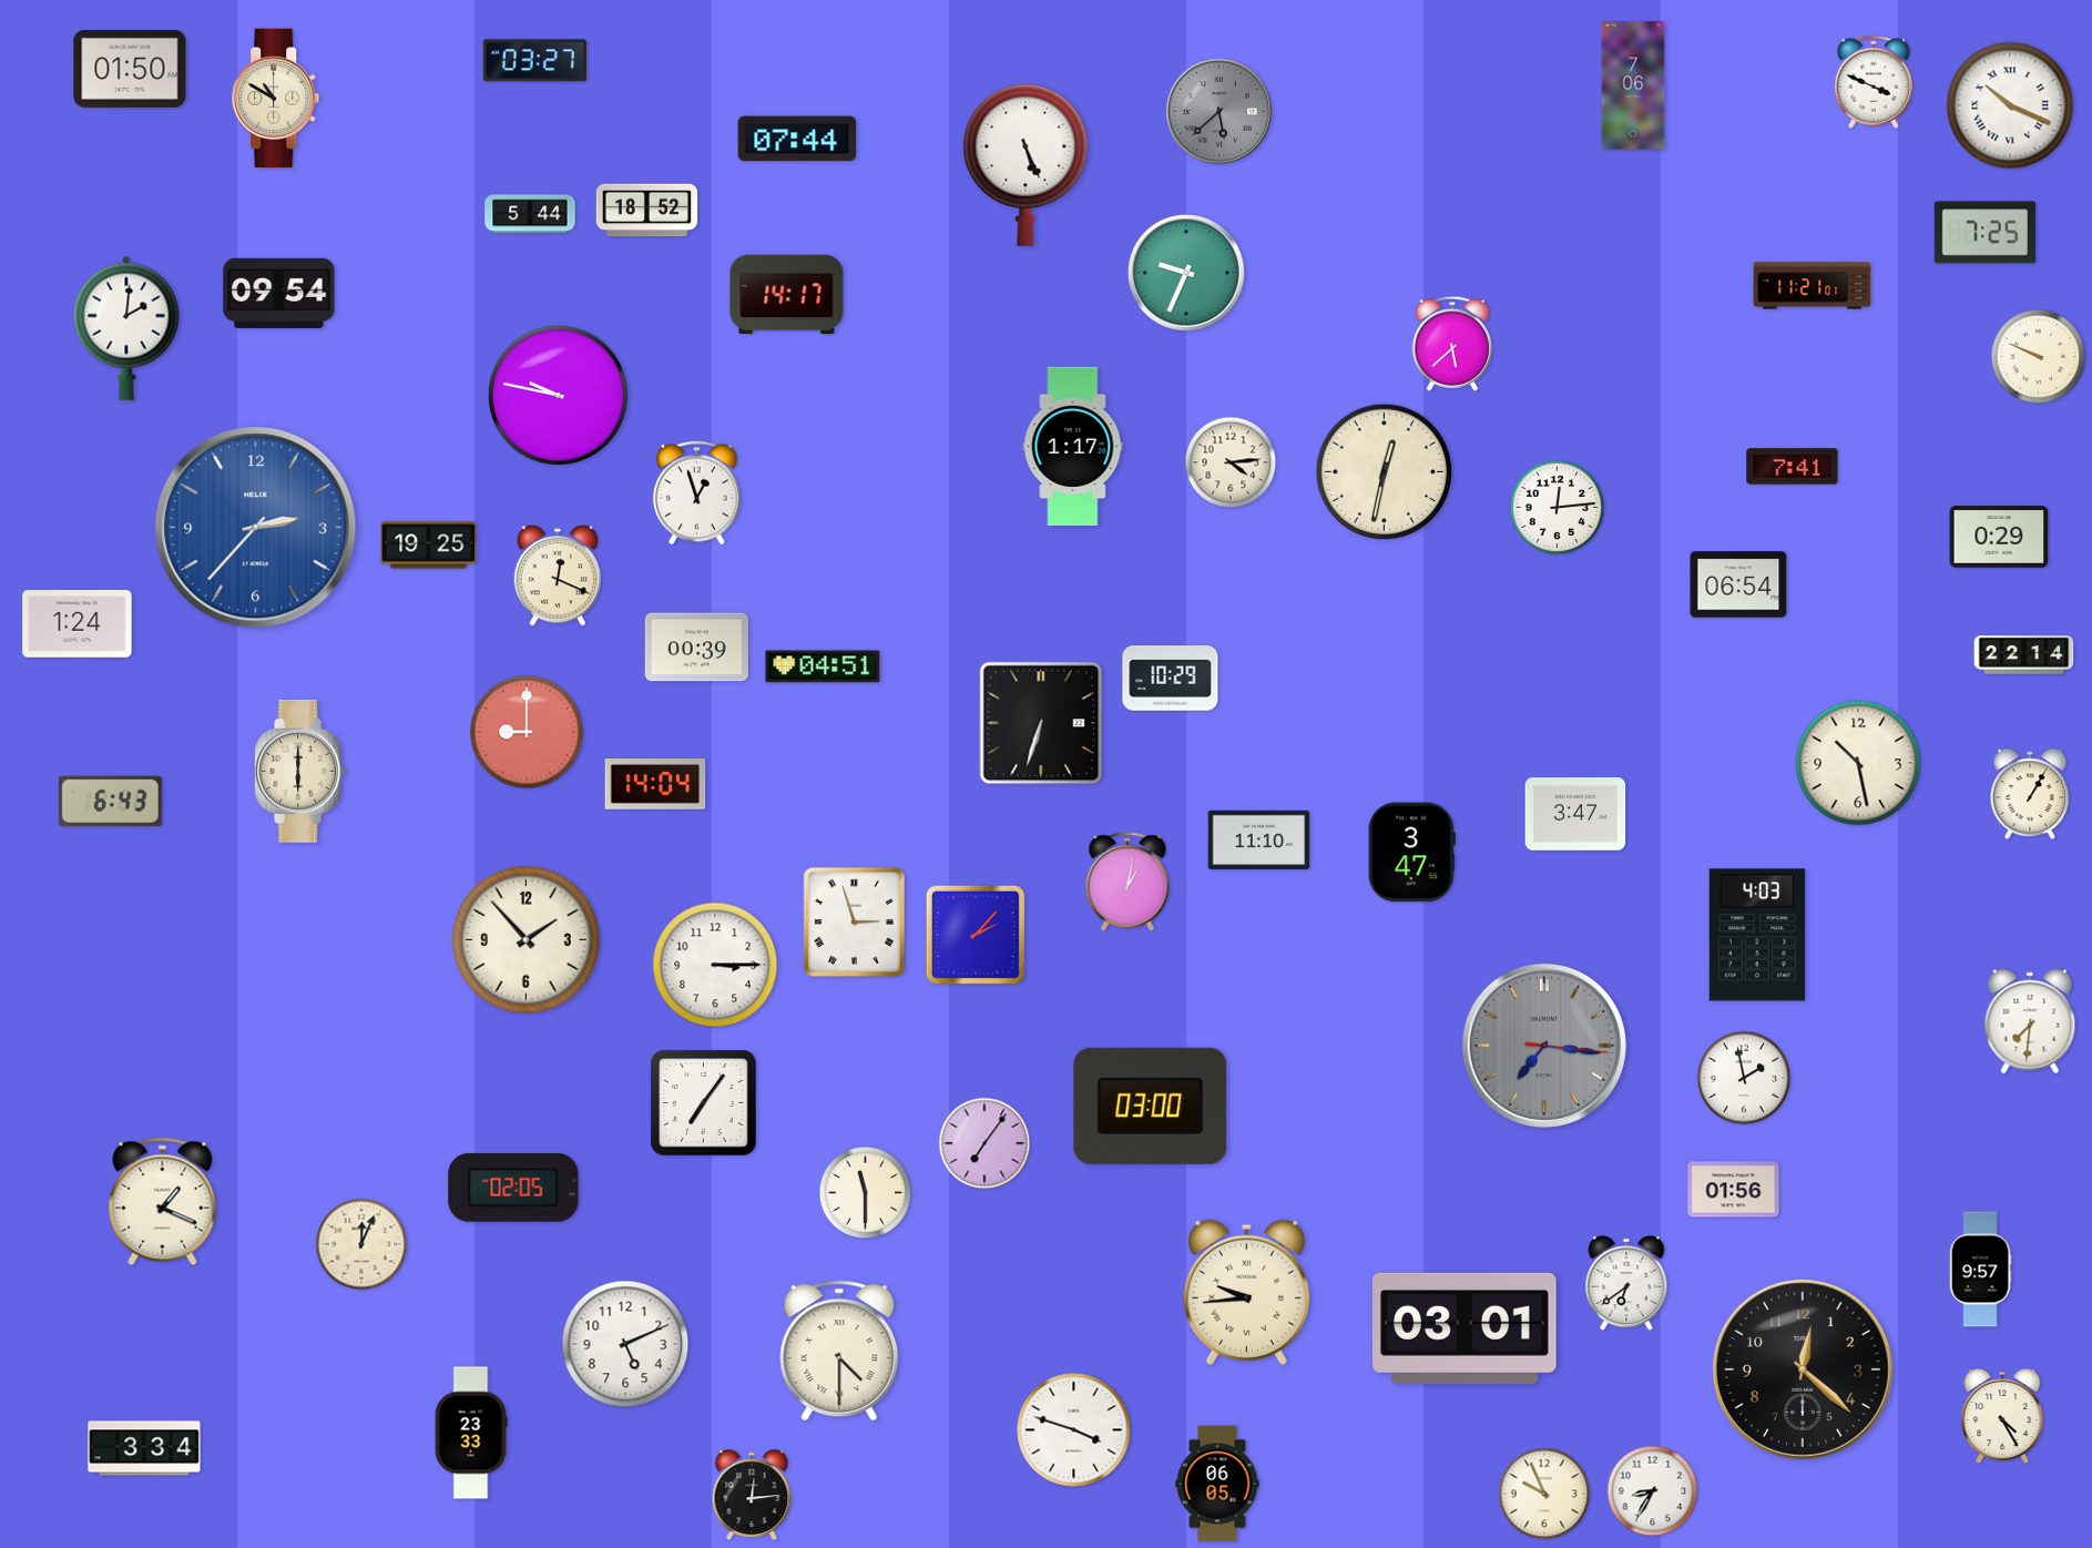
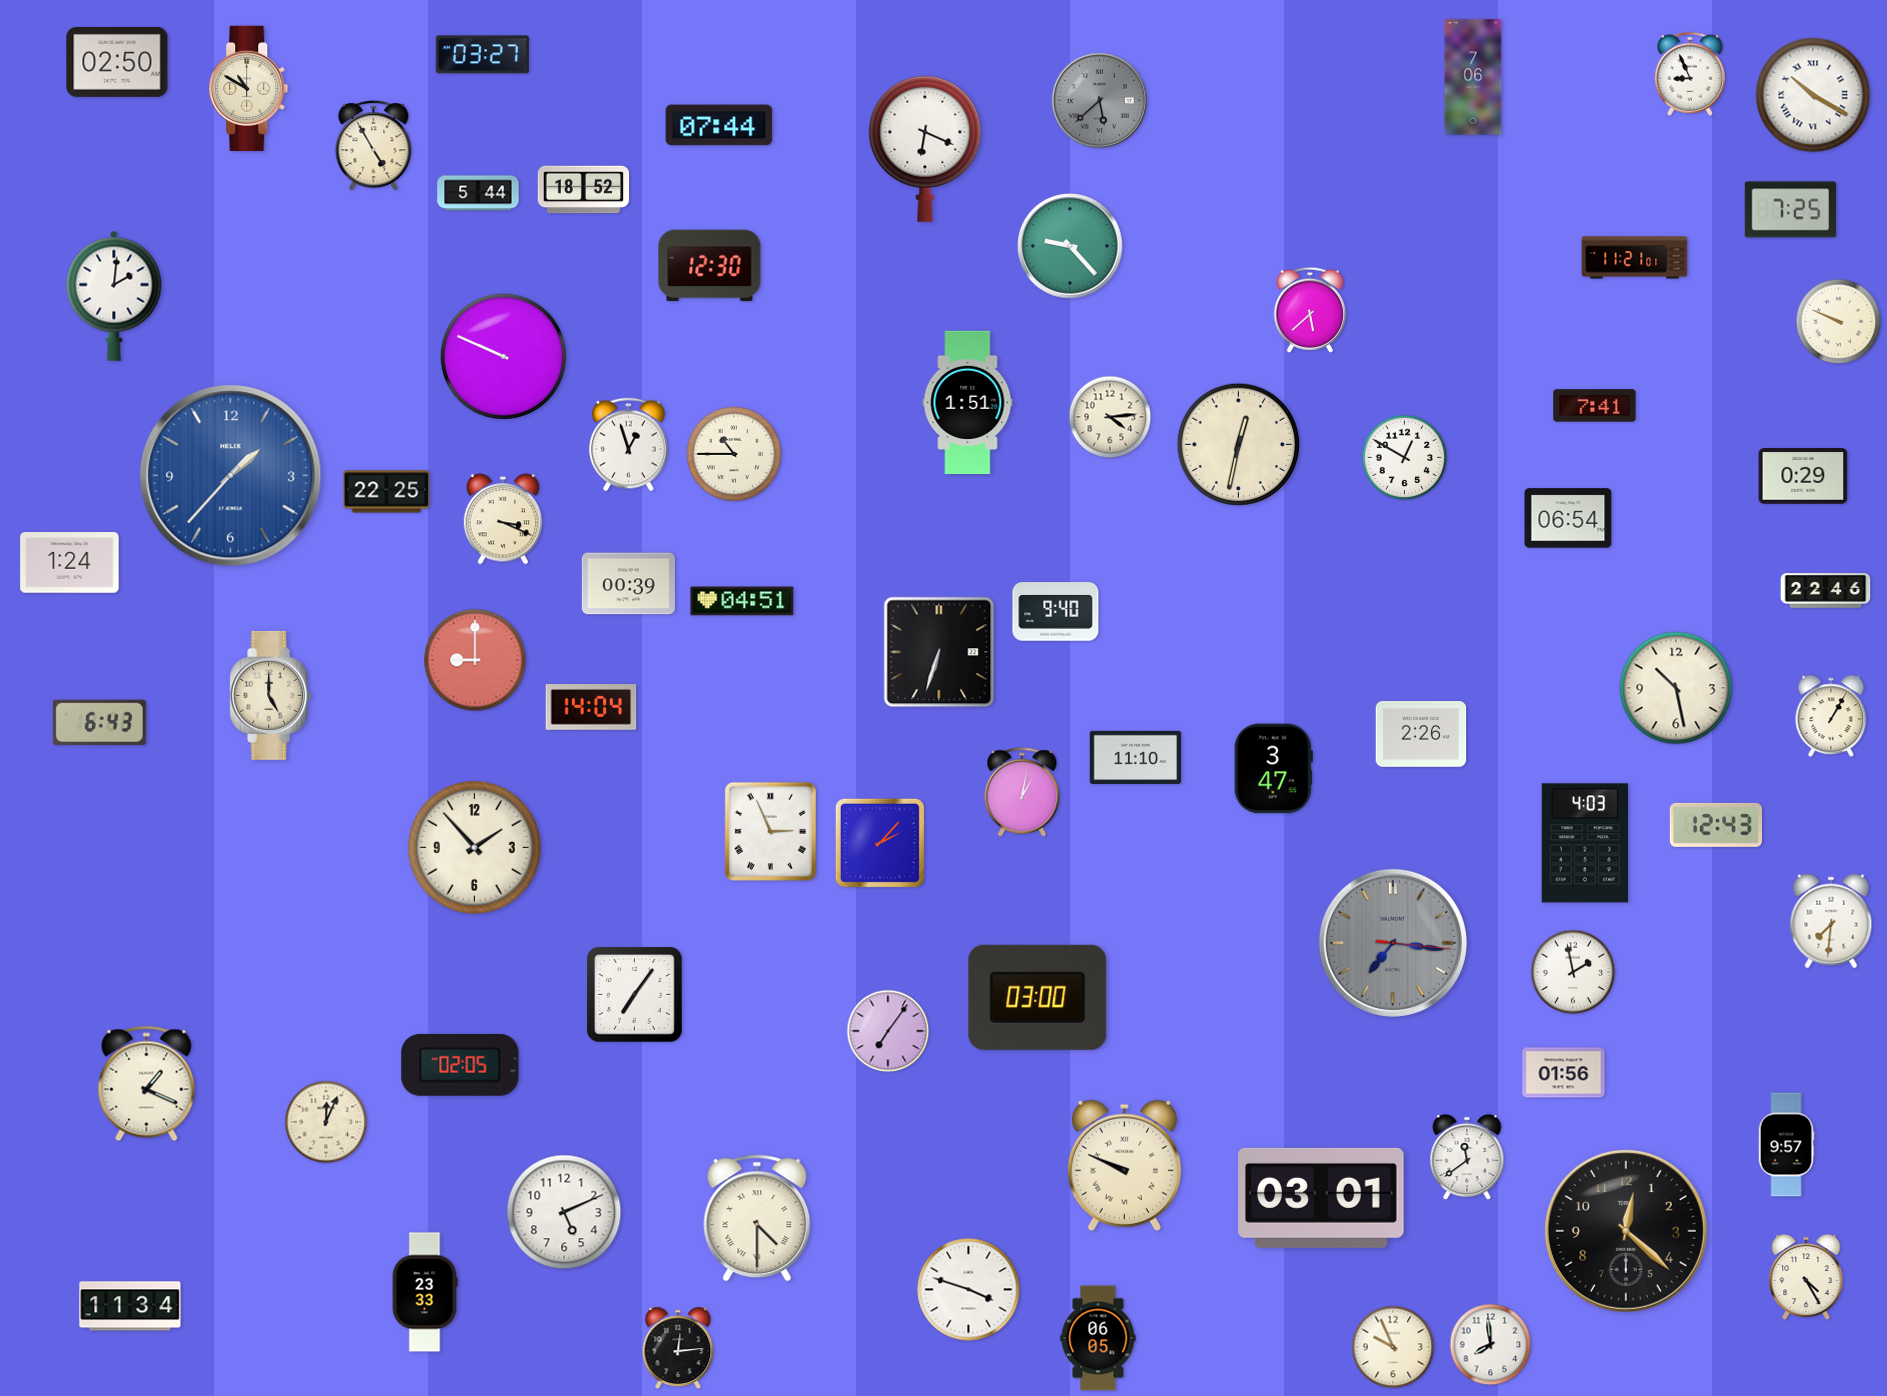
clock at (130, 69): 01:50 -> 02:50
clock at (1874, 82): 3:49 -> 8:56
clock at (2010, 105): 10:19 -> 10:20
clock at (374, 146): none -> 4:55
clock at (1025, 165): 5:26 -> 6:19
clock at (1186, 273): 9:34 -> 9:23
clock at (279, 293): 09:54 -> none
clock at (787, 295): 14:17 -> 12:30
clock at (558, 395): 9:47 -> 9:49
clock at (1073, 446): 1:17 -> 1:51
clock at (1793, 467) position: (1793, 467) -> (1595, 406)
clock at (1385, 472) position: (1385, 472) -> (1239, 445)
clock at (735, 455): none -> 10:45
clock at (1558, 508): 12:14 -> 12:50
clock at (256, 528): 2:37 -> 1:37
clock at (1999, 538) position: (1999, 538) -> (1803, 477)
clock at (429, 546): 19:25 -> 22:25
clock at (557, 576): 12:19 -> 3:19
clock at (1738, 584) position: (1738, 584) -> (1568, 518)
clock at (2024, 655): 22:14 -> 22:46
clock at (1171, 679): 10:29 -> 9:40
clock at (300, 771): 6:00 -> 5:00
clock at (1575, 815): 3:47 -> 2:26
clock at (1127, 883) position: (1127, 883) -> (1022, 793)
clock at (1715, 825): none -> 12:43
clock at (854, 921): 2:57 -> 2:56
clock at (715, 965): 3:15 -> none
clock at (513, 1188) position: (513, 1188) -> (460, 1065)
clock at (866, 1193): 11:30 -> none
clock at (1626, 1283): 6:39 -> 11:39
clock at (1246, 1292): 9:44 -> 9:49
clock at (1803, 1369) position: (1803, 1369) -> (1626, 1231)
clock at (144, 1448): 3:34 -> 11:34
clock at (1653, 1491): 8:35 -> 7:59
